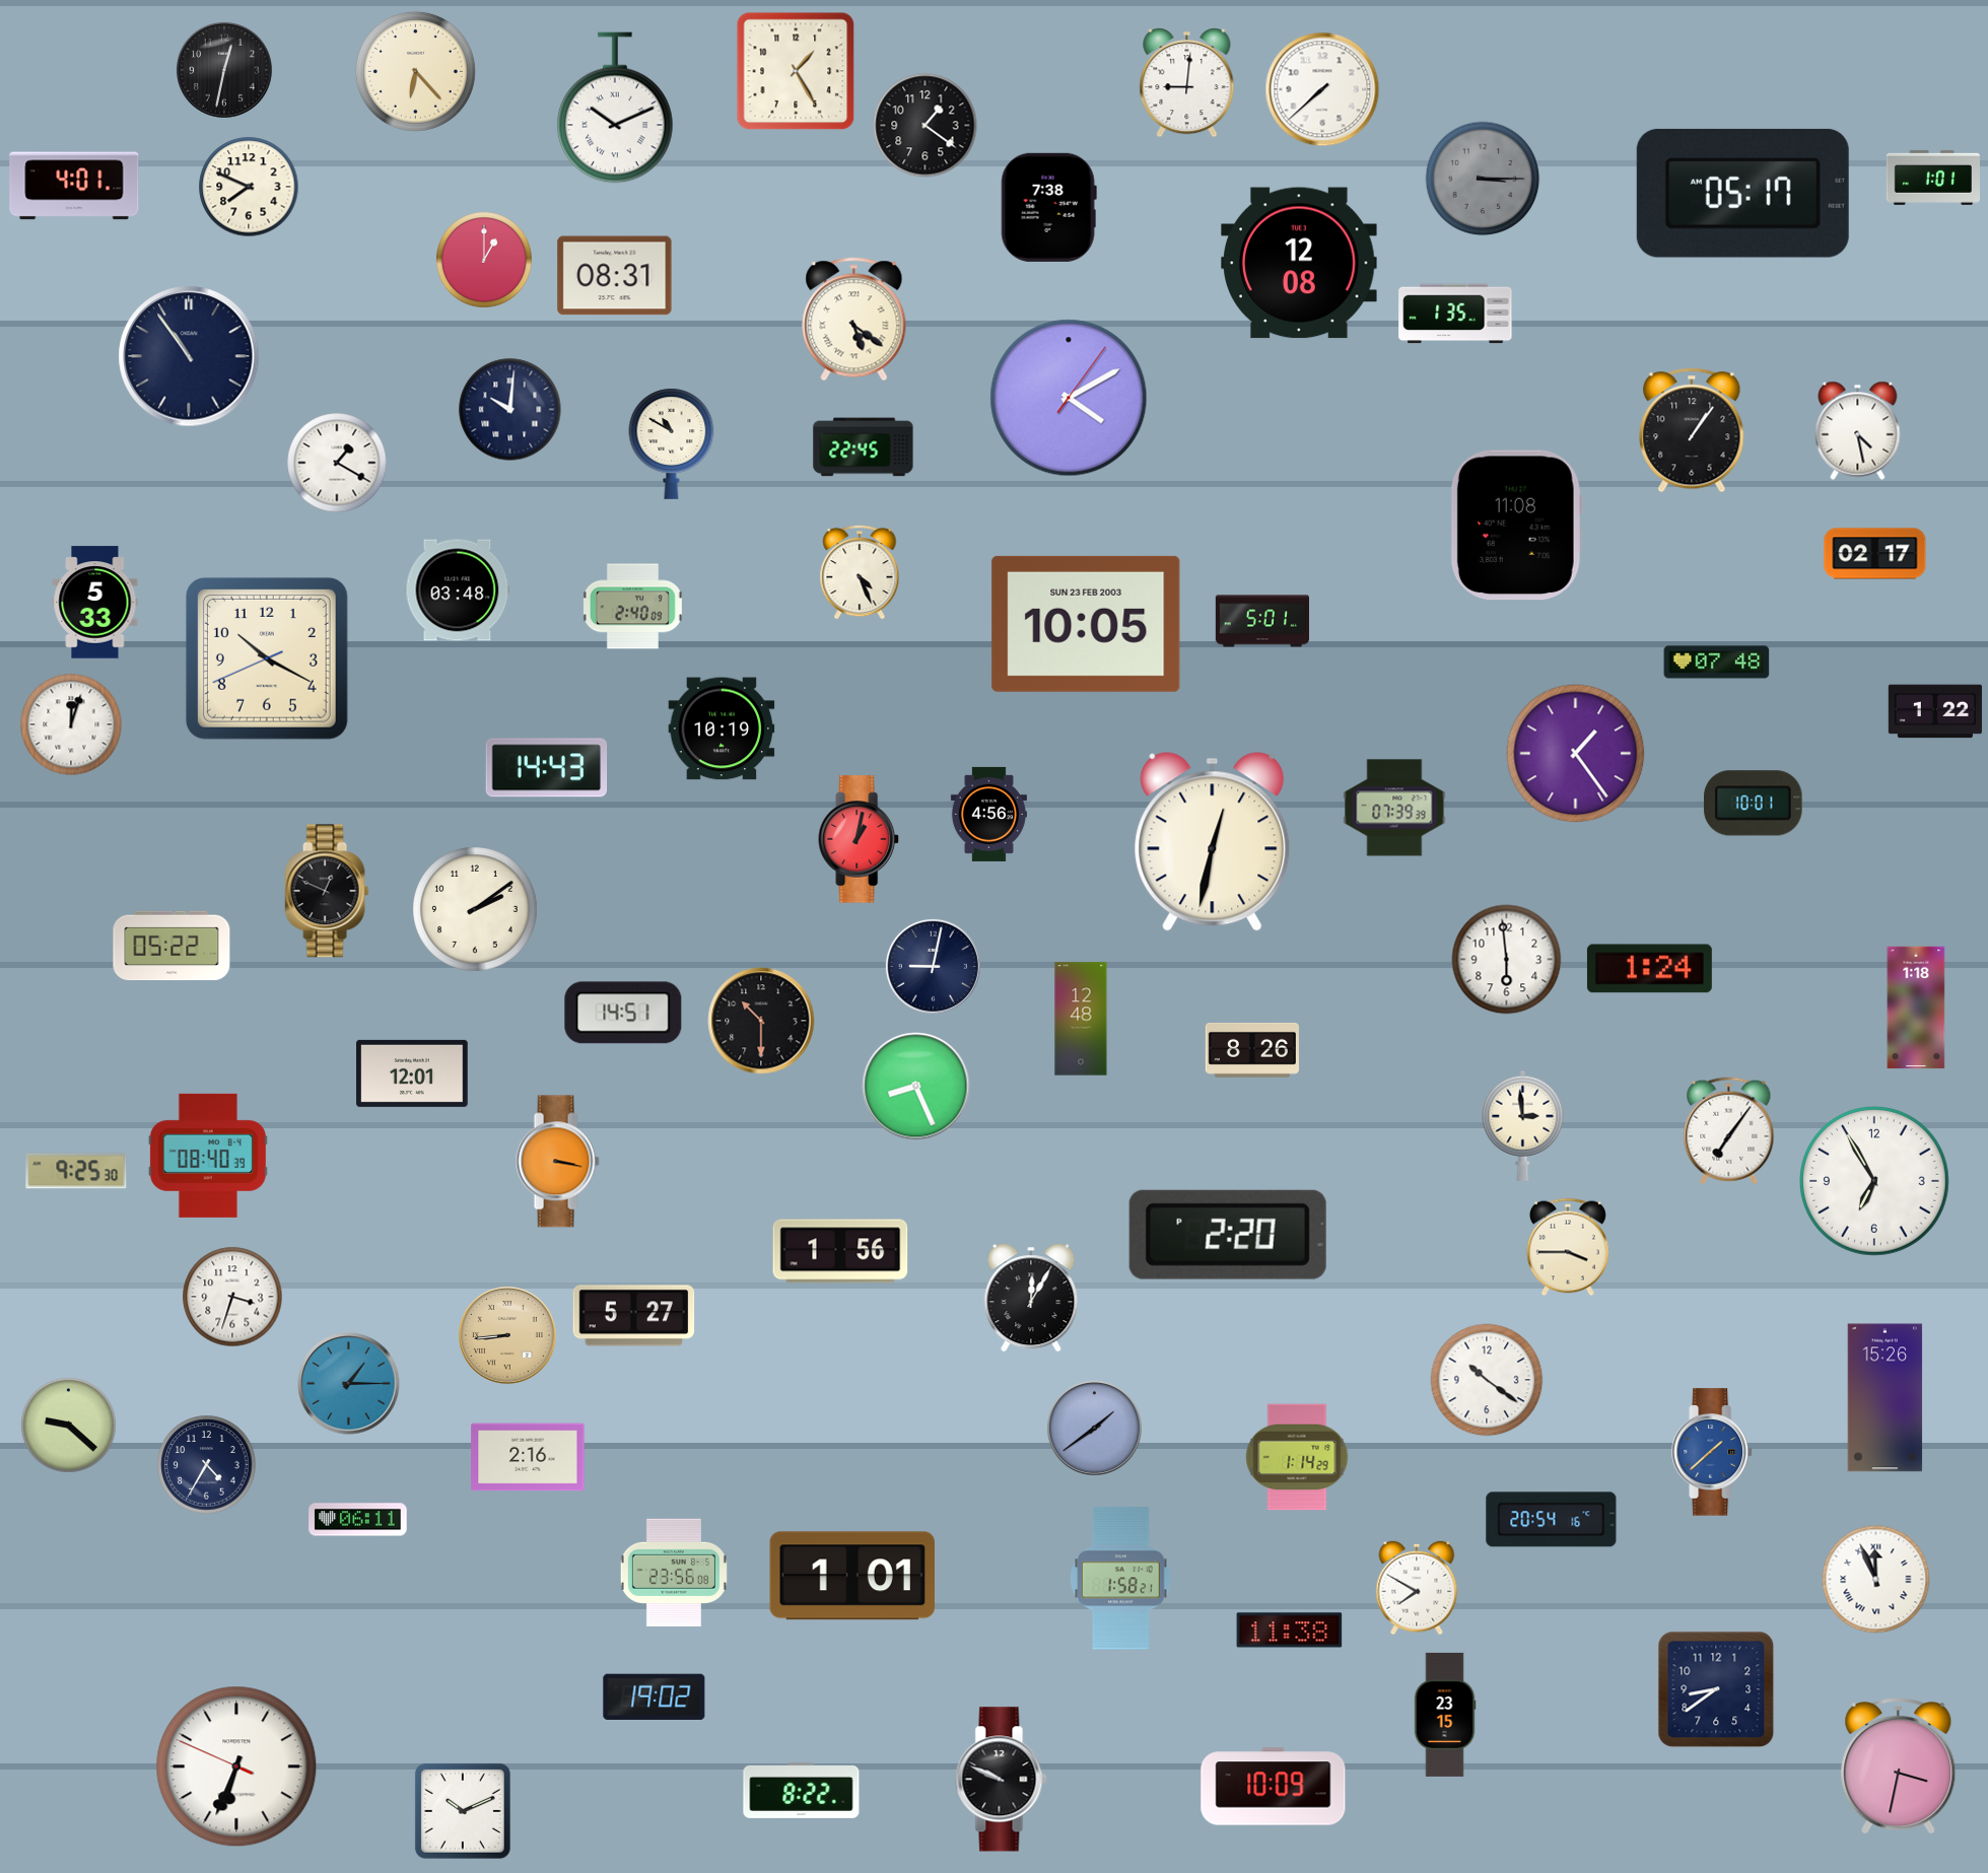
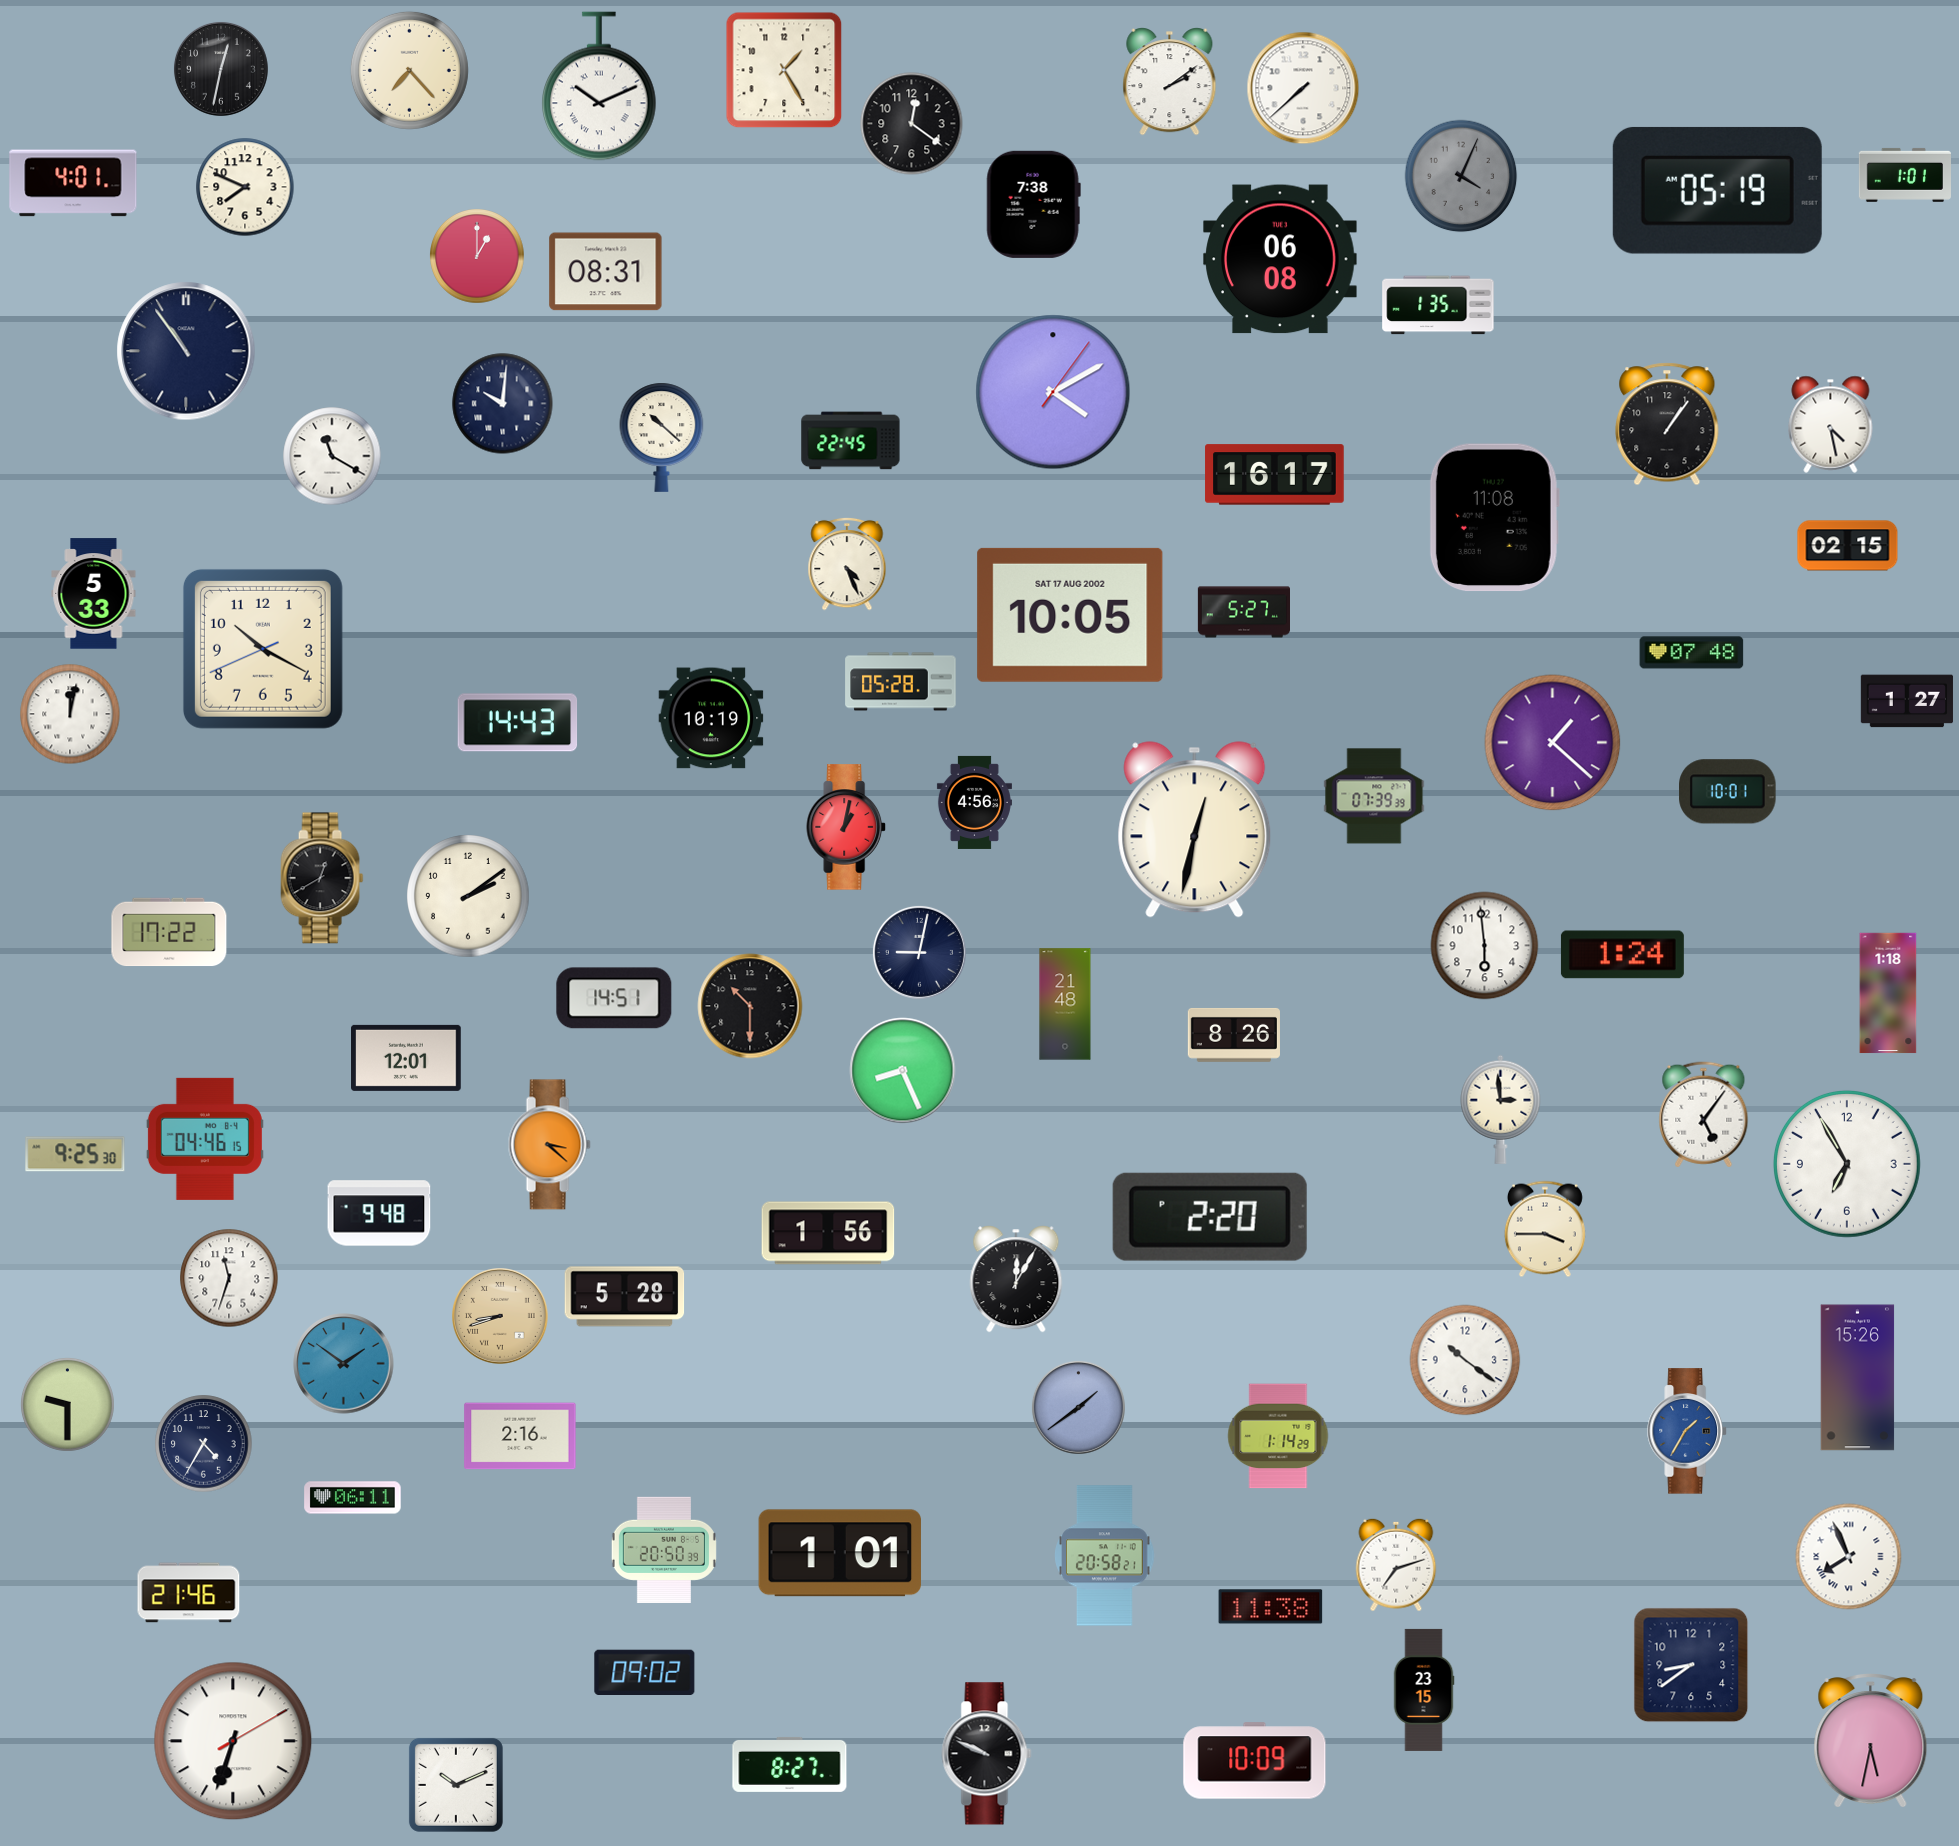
clock at (415, 71): 6:23 -> 7:23
clock at (1187, 83): 9:01 -> 2:09
clock at (616, 108) position: (616, 108) -> (600, 86)
clock at (926, 126): 1:21 -> 12:21
clock at (1483, 179): 3:15 -> 4:04
clock at (249, 187) position: (249, 187) -> (245, 187)
clock at (1742, 193): 05:17 -> 05:19
clock at (1299, 263): 12:08 -> 06:08
clock at (1455, 314) position: (1455, 314) -> (1438, 305)
clock at (854, 320): 5:21 -> none
clock at (672, 443): 10:50 -> 10:22
clock at (337, 463): 1:20 -> 11:20
clock at (1275, 475): none -> 16:17
clock at (1875, 554): 02:17 -> 02:15
clock at (458, 591): 03:48 -> none
clock at (632, 607): 2:40 -> none
clock at (1261, 621): 5:01 -> 5:27
clock at (1086, 624) date: SUN 23 FEB 2003 -> SAT 17 AUG 2002
clock at (901, 682): none -> 05:28
clock at (1935, 711): 1:22 -> 1:27
clock at (71, 724): 12:03 -> 12:02
clock at (1576, 754): 1:24 -> 1:22
clock at (547, 768) position: (547, 768) -> (518, 723)
clock at (327, 891): 12:49 -> 12:40
clock at (172, 946): 05:22 -> 17:22
clock at (1649, 969) position: (1649, 969) -> (1622, 955)
clock at (1081, 1019): 12:48 -> 21:48
clock at (1729, 1131): 7:06 -> 5:06
clock at (208, 1156): 08:40 -> 04:46
clock at (557, 1162): 3:17 -> 3:22
clock at (379, 1213): none -> 9:48
clock at (232, 1297): 3:33 -> 11:33
clock at (634, 1316): 5:27 -> 5:28
clock at (508, 1336): 8:44 -> 8:42
clock at (349, 1384): 1:15 -> 1:51
clock at (68, 1425): 9:22 -> 9:30
clock at (1712, 1452): 1:38 -> 1:35
clock at (1552, 1520): 20:54 -> none
clock at (674, 1572): 23:56 -> 20:50
clock at (1121, 1579): 1:58 -> 20:58
clock at (1876, 1580): 11:56 -> 7:56
clock at (1417, 1588): 7:50 -> 7:12
clock at (189, 1593): none -> 21:46
clock at (655, 1696): 19:02 -> 09:02
clock at (1899, 1765): 3:32 -> 5:32
clock at (236, 1766): 6:33:49 -> 6:33:10
clock at (802, 1790): 8:22 -> 8:27
